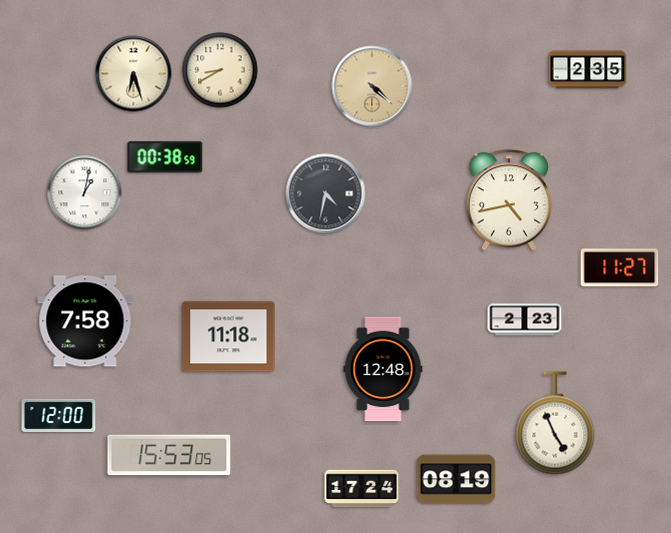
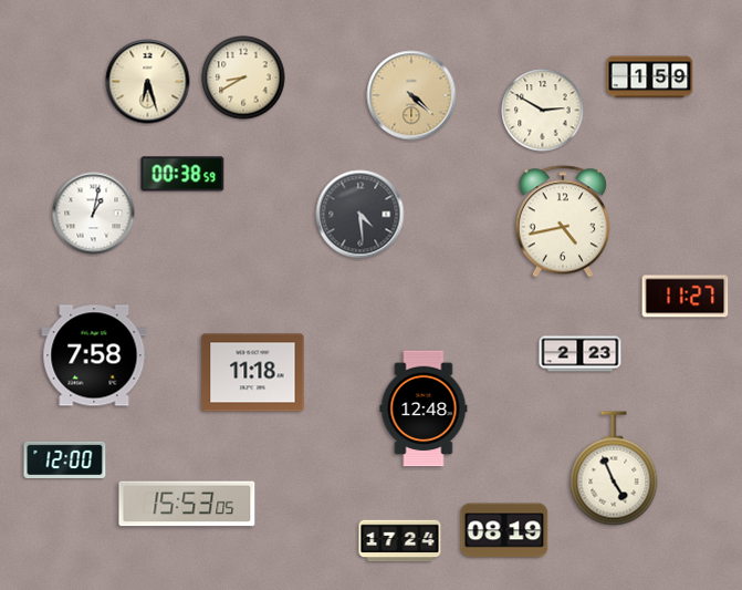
clock at (588, 70): 2:35 -> 1:59
clock at (543, 111): none -> 2:50
clock at (326, 194): 4:32 -> 4:29
